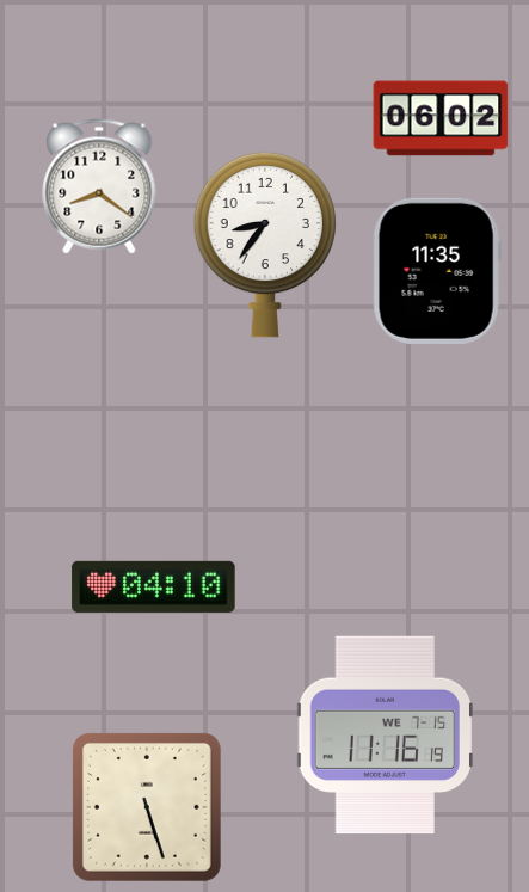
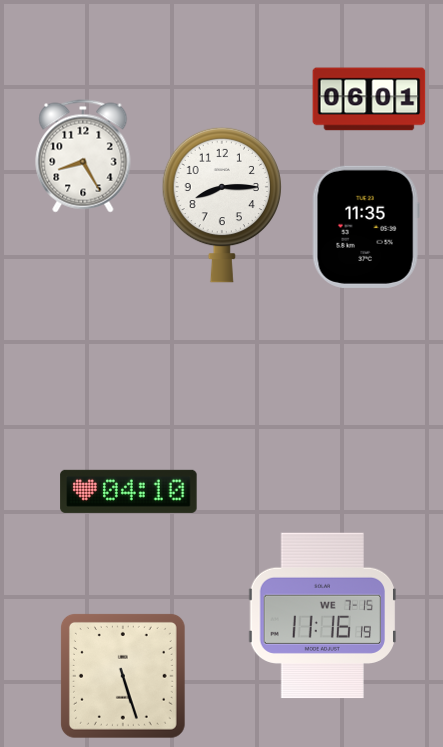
clock at (441, 118): 06:02 -> 06:01
clock at (99, 186): 8:21 -> 8:25
clock at (264, 245): 8:36 -> 8:15
